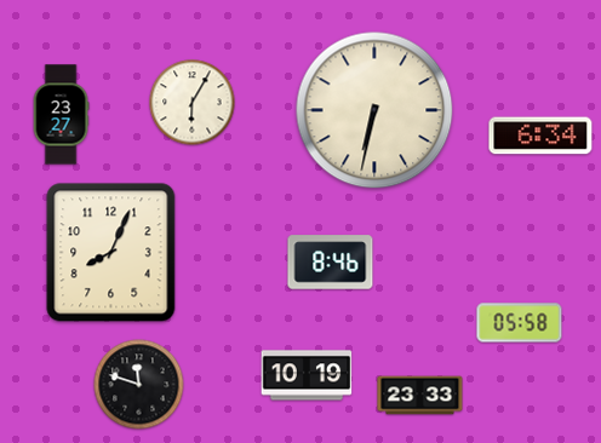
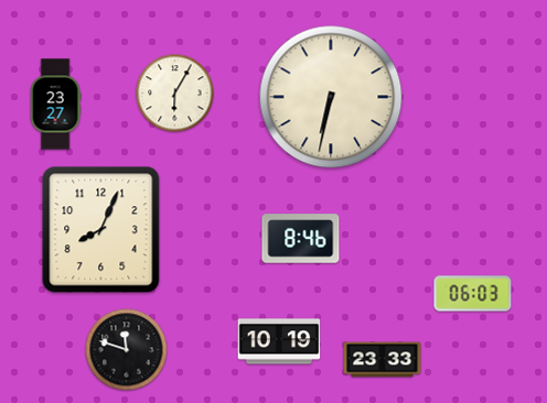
clock at (374, 110) position: (374, 110) -> (331, 97)
clock at (540, 136): 6:34 -> none
clock at (520, 323): 05:58 -> 06:03
